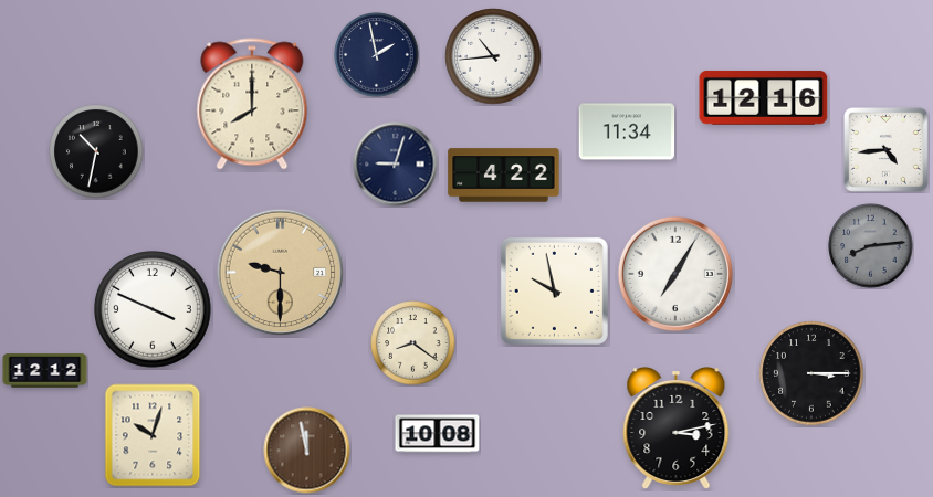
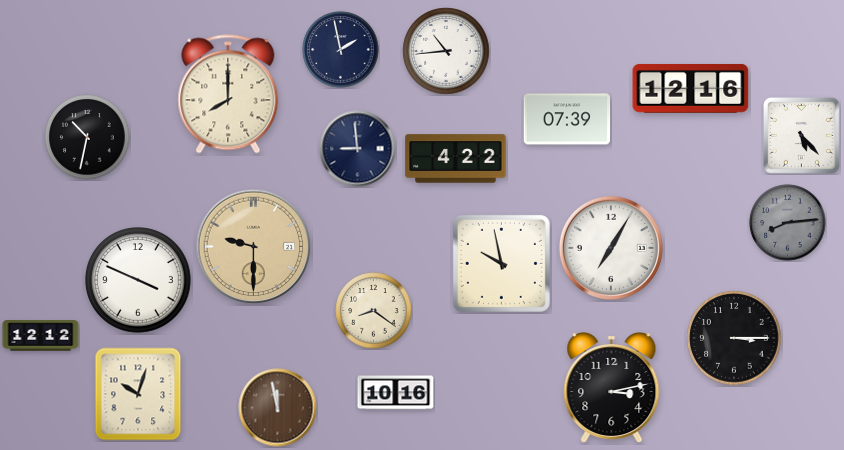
clock at (627, 131): 11:34 -> 07:39
clock at (887, 150): 4:44 -> 5:23
clock at (396, 165): 9:03 -> 8:59
clock at (438, 434): 10:08 -> 10:16
